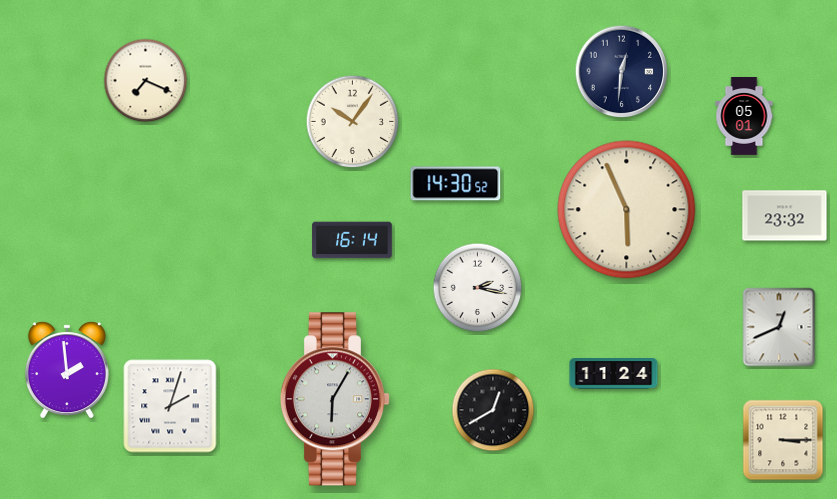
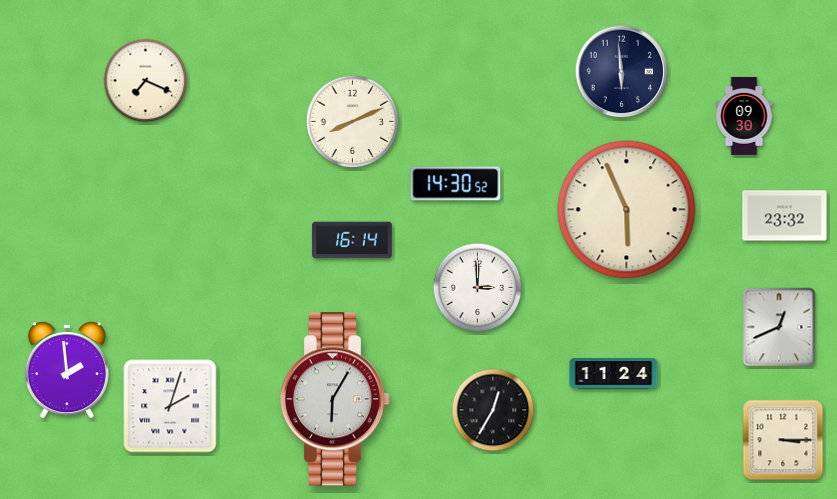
clock at (622, 72): 12:31 -> 5:59
clock at (744, 117): 05:01 -> 09:30
clock at (353, 122): 10:06 -> 8:11
clock at (478, 288): 2:17 -> 3:00
clock at (493, 410): 12:40 -> 12:35
